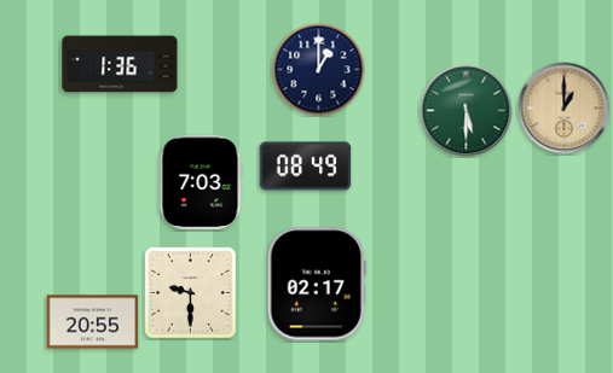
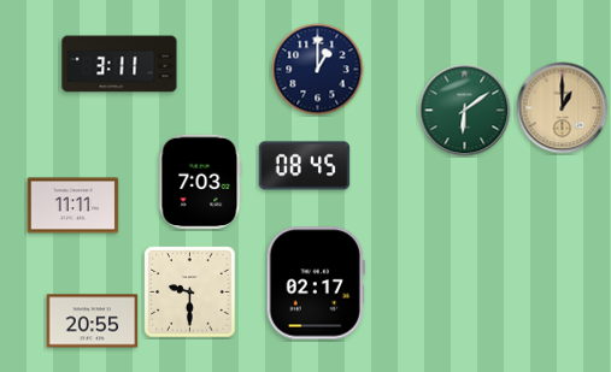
clock at (120, 64): 1:36 -> 3:11
clock at (467, 111): 5:30 -> 6:09
clock at (306, 167): 08:49 -> 08:45
clock at (74, 206): none -> 11:11
